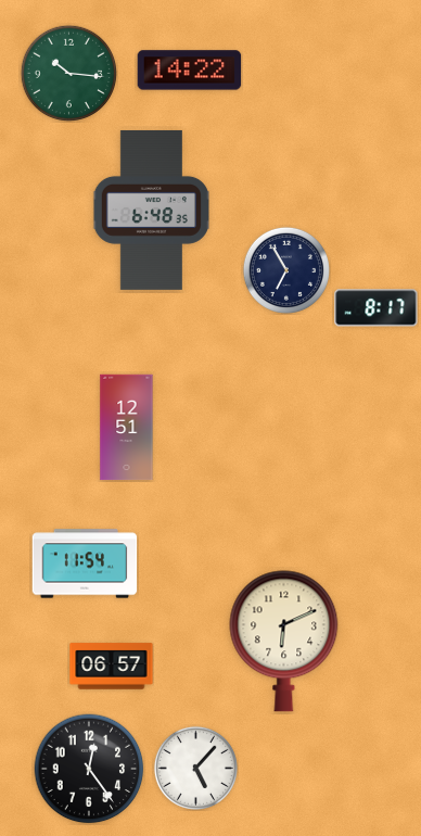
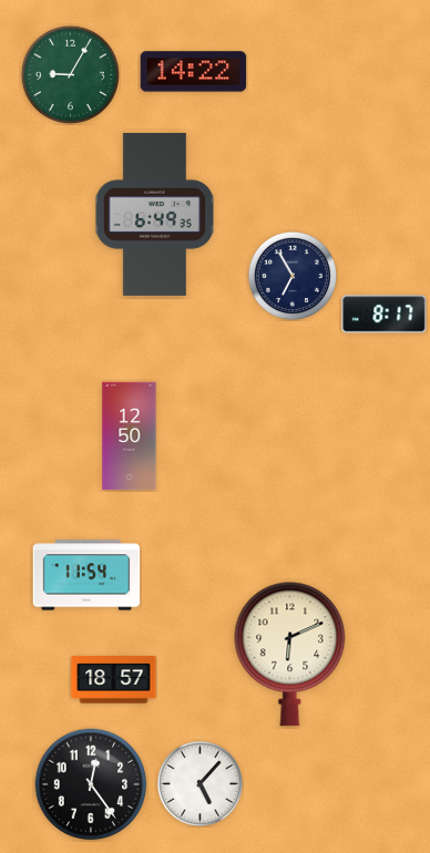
clock at (68, 73): 10:16 -> 9:05
clock at (151, 210): 6:48 -> 6:49
clock at (127, 428): 12:51 -> 12:50
clock at (112, 667): 06:57 -> 18:57
